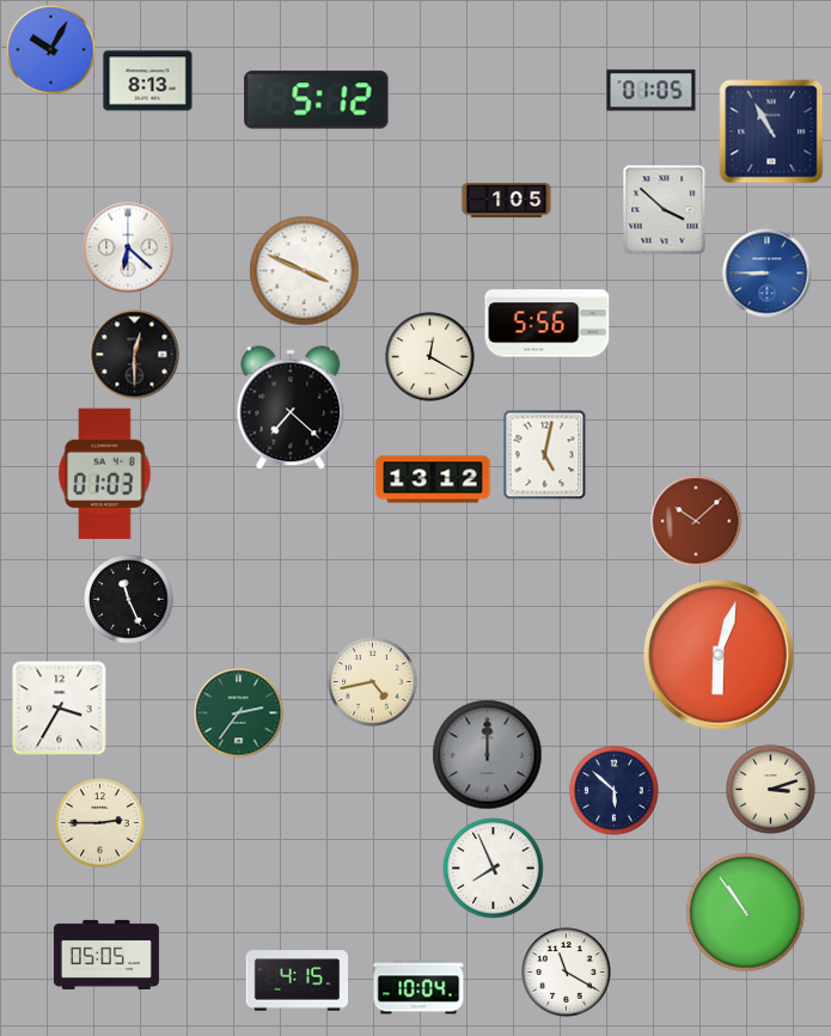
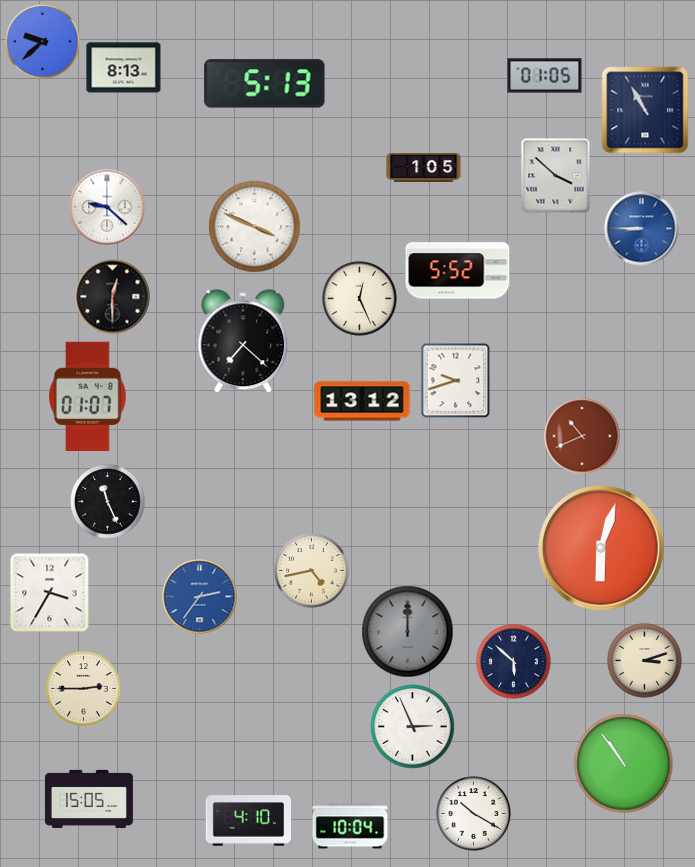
clock at (51, 50): 10:05 -> 9:38
clock at (317, 100): 5:12 -> 5:13
clock at (128, 247): 6:22 -> 9:22
clock at (548, 324): 5:56 -> 5:52
clock at (430, 357): 12:20 -> 12:26
clock at (545, 455): 5:02 -> 9:42
clock at (105, 474): 01:03 -> 01:07
clock at (696, 521): 10:08 -> 10:41
clock at (239, 713) dial: green -> blue
clock at (494, 869): 7:56 -> 2:56
clock at (106, 955): 05:05 -> 15:05
clock at (567, 973): 11:20 -> 10:20
clock at (297, 981): 4:15 -> 4:10
